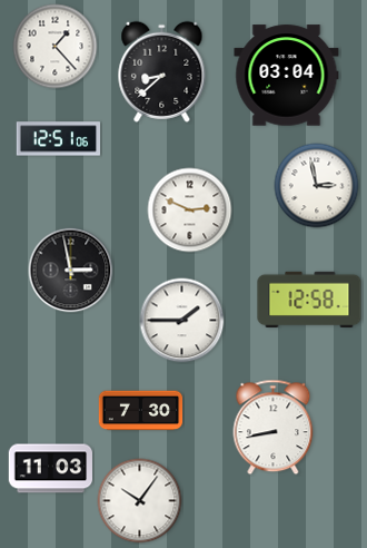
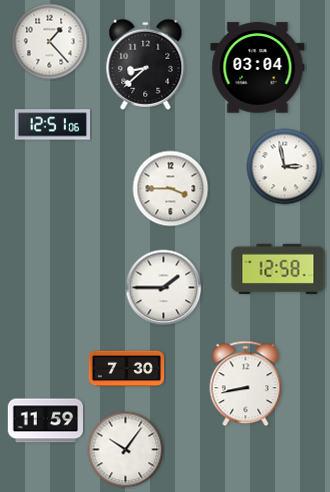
clock at (190, 211): 2:49 -> 3:45
clock at (71, 271): 2:58 -> none
clock at (51, 469): 11:03 -> 11:59
